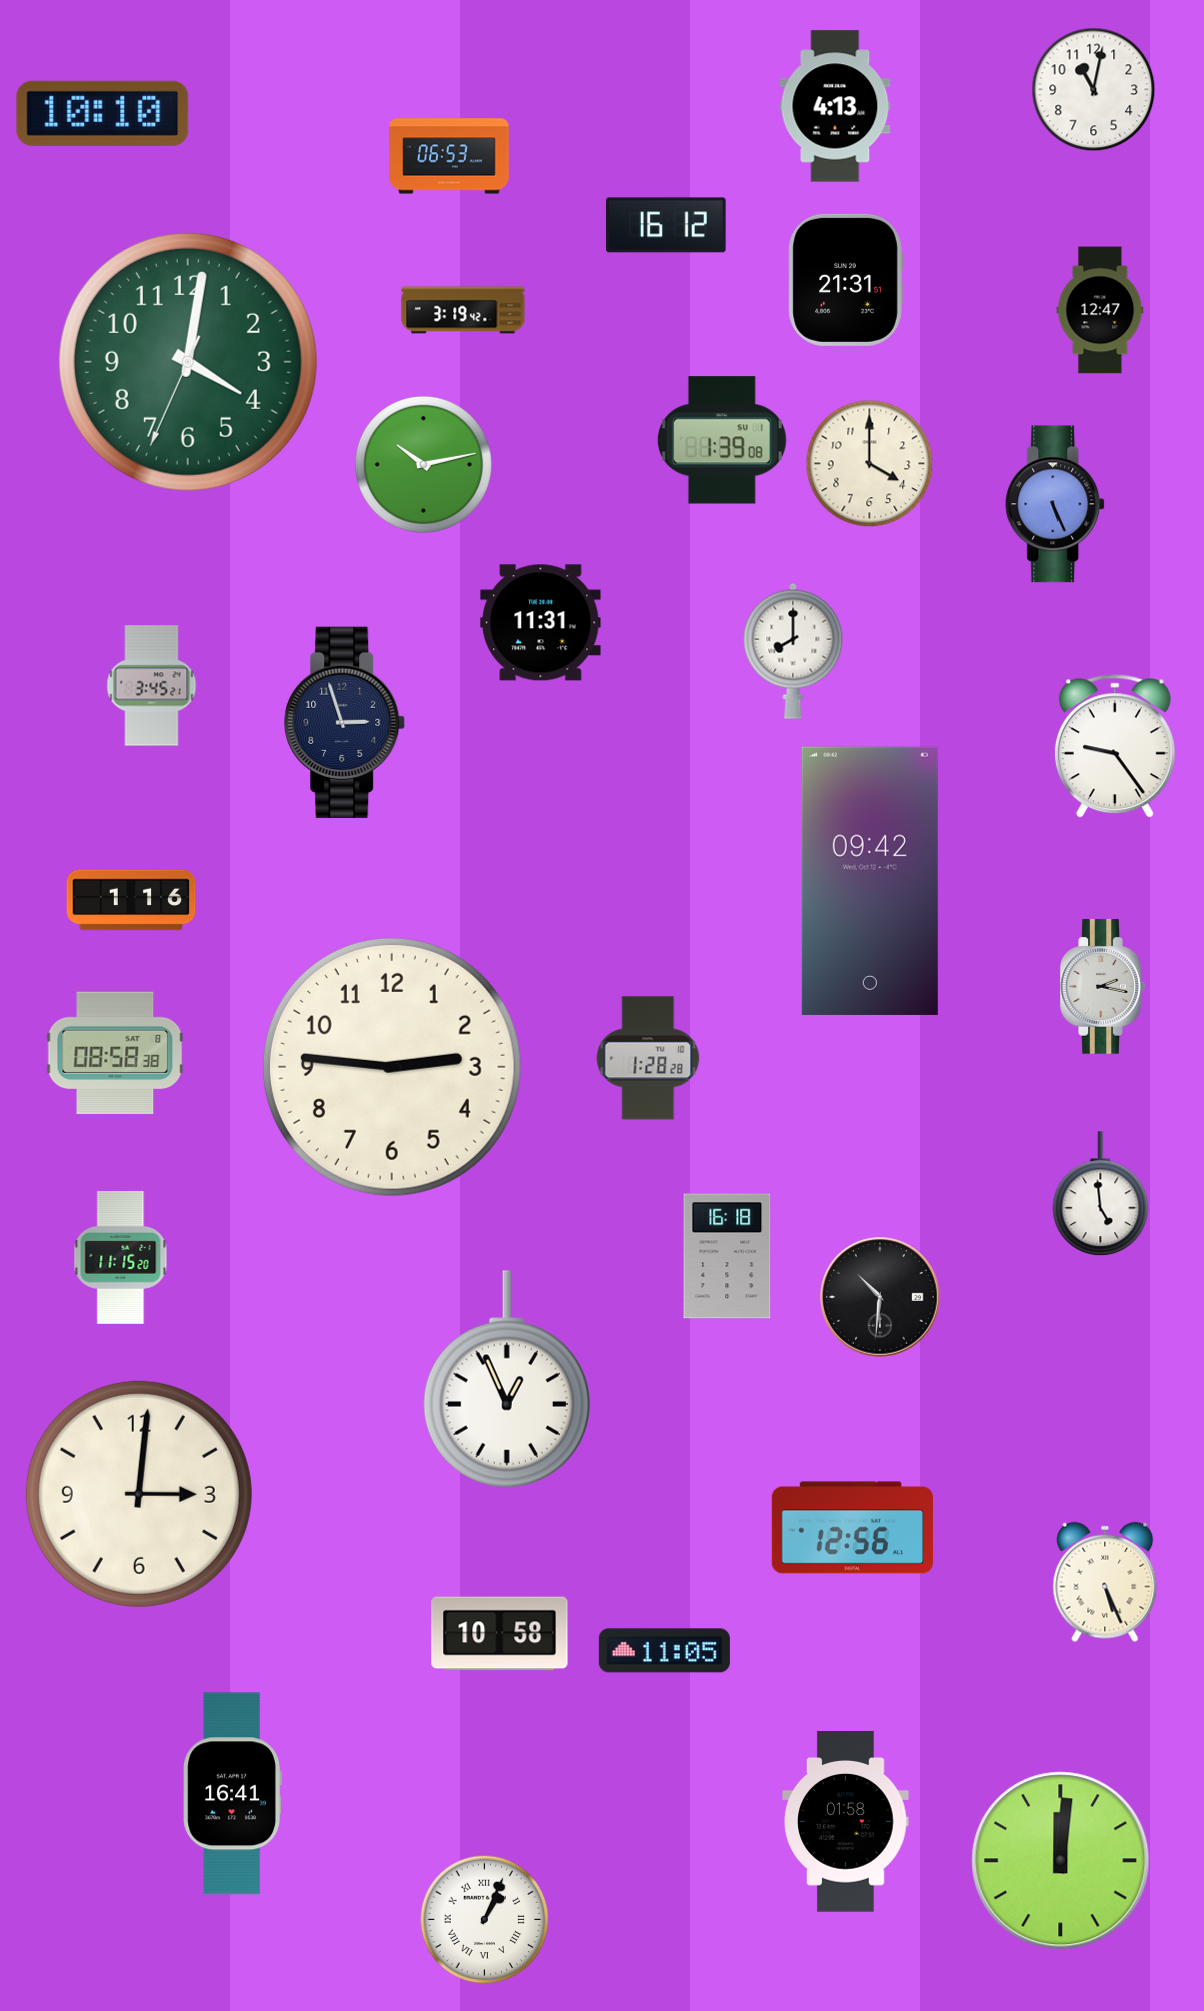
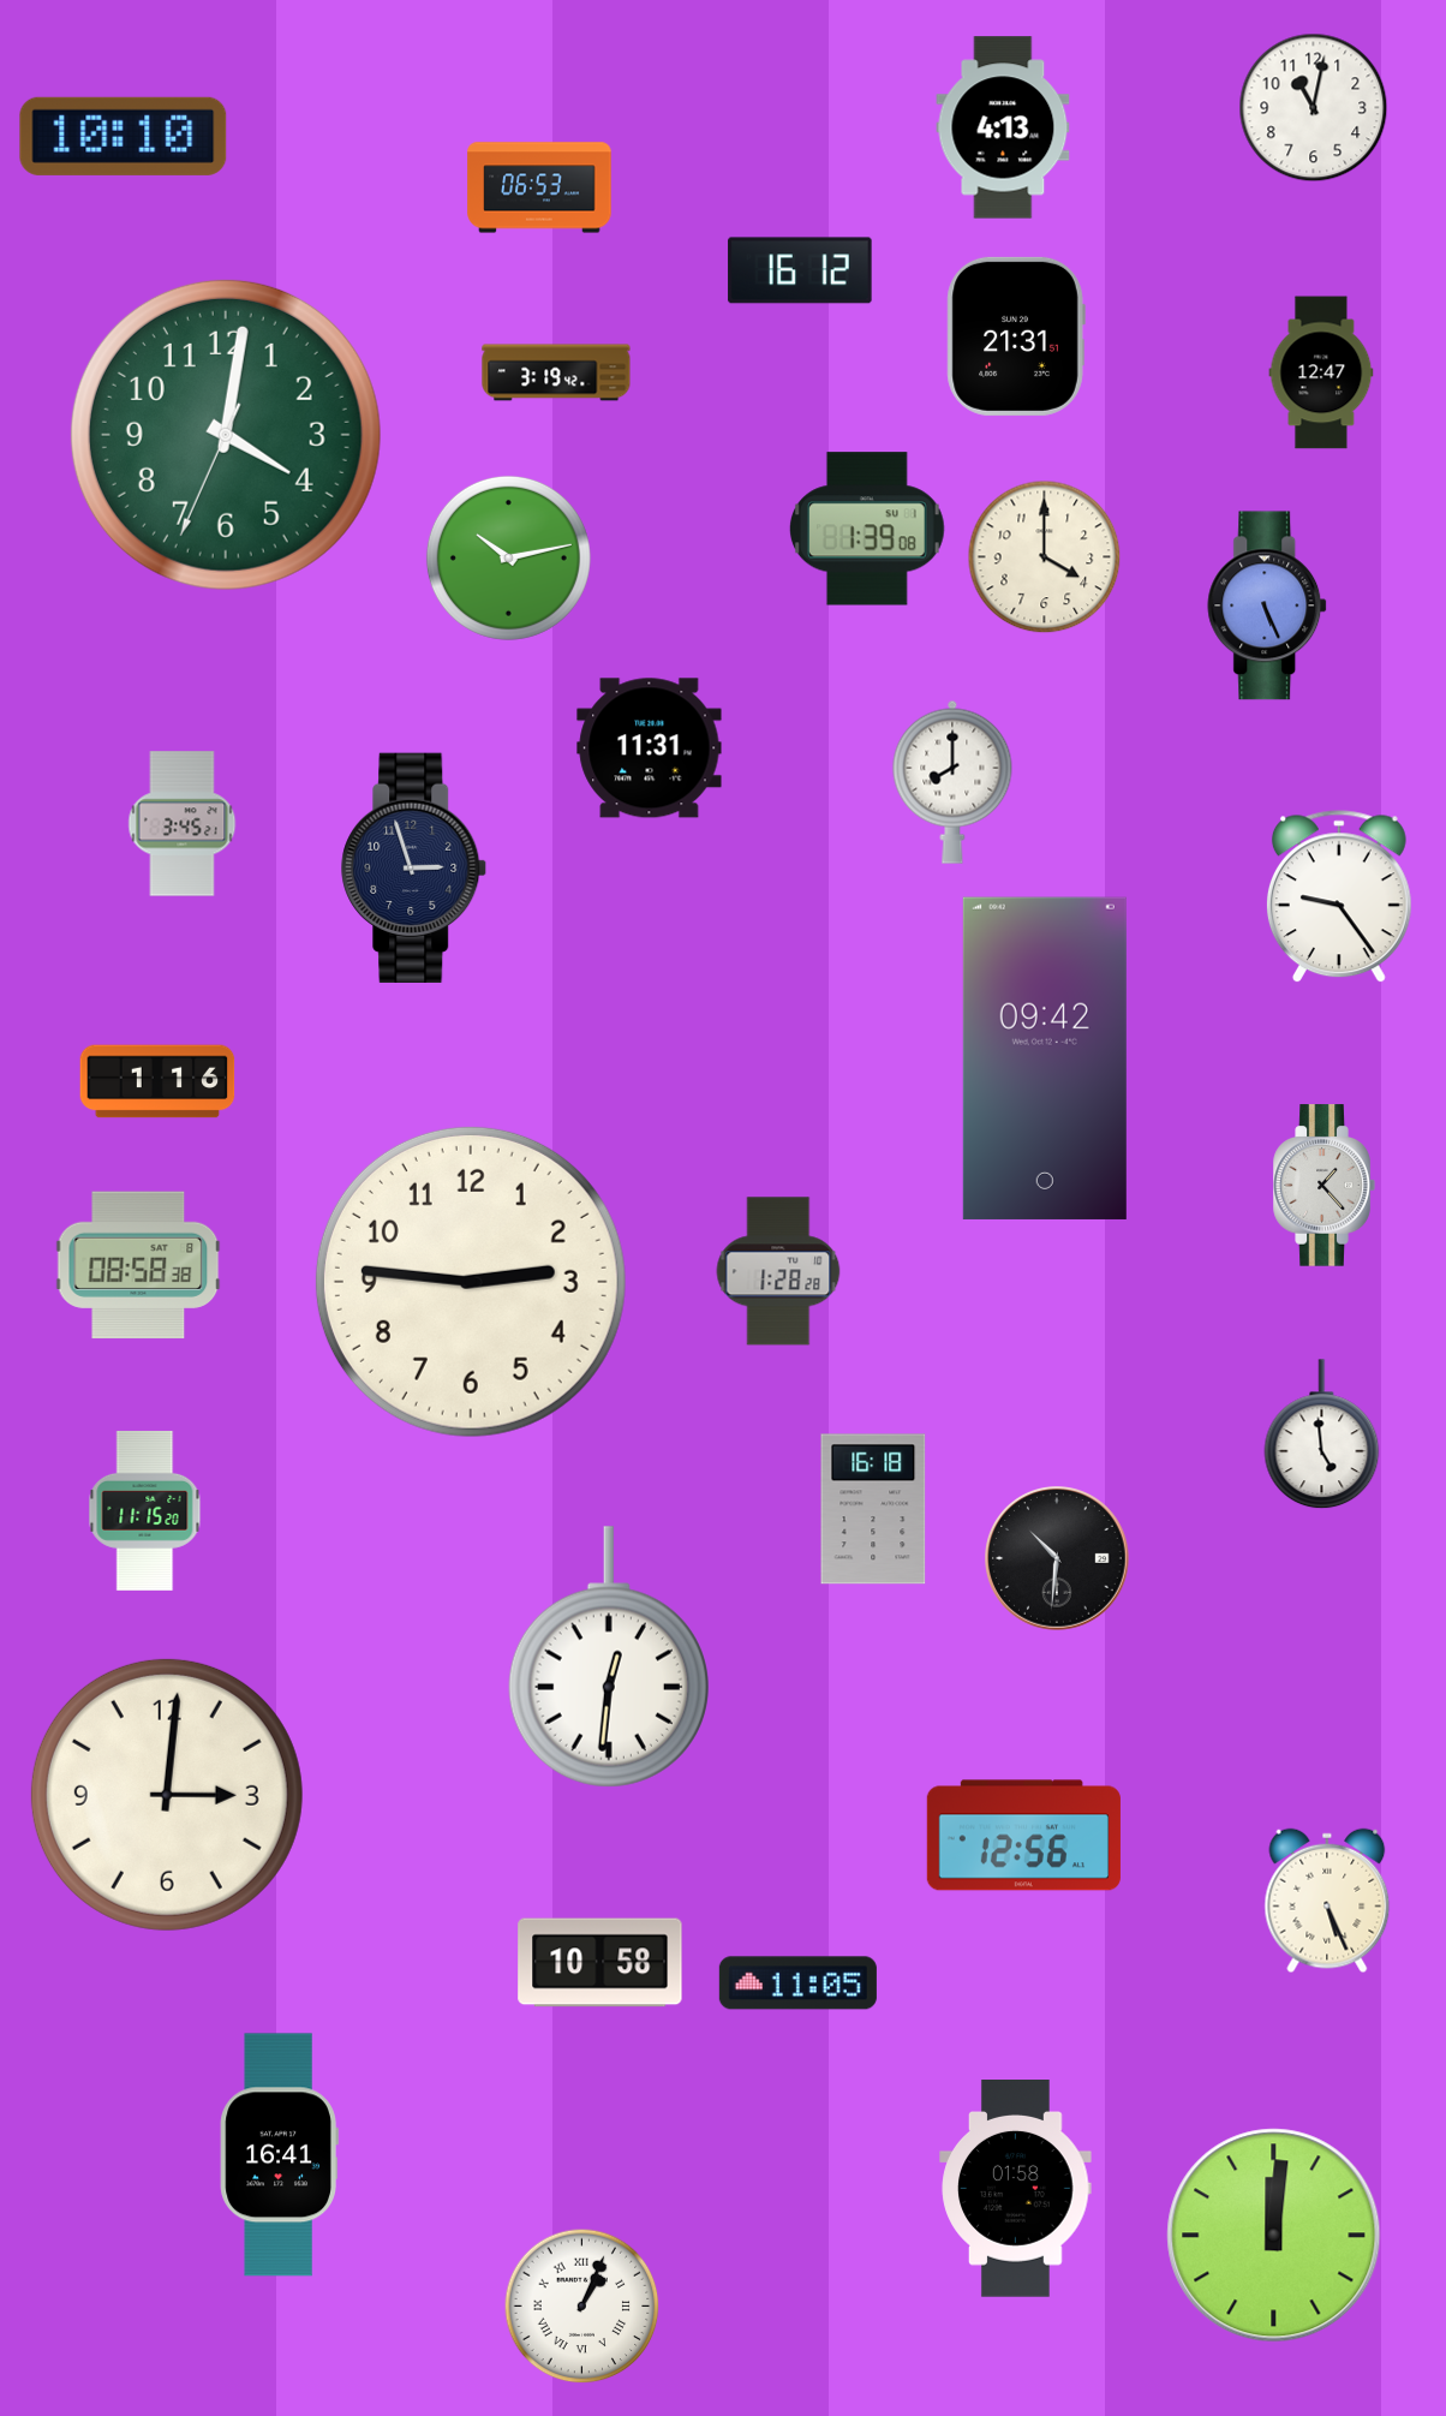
clock at (1102, 987): 2:17 -> 1:23
clock at (507, 1379): 12:56 -> 12:31
